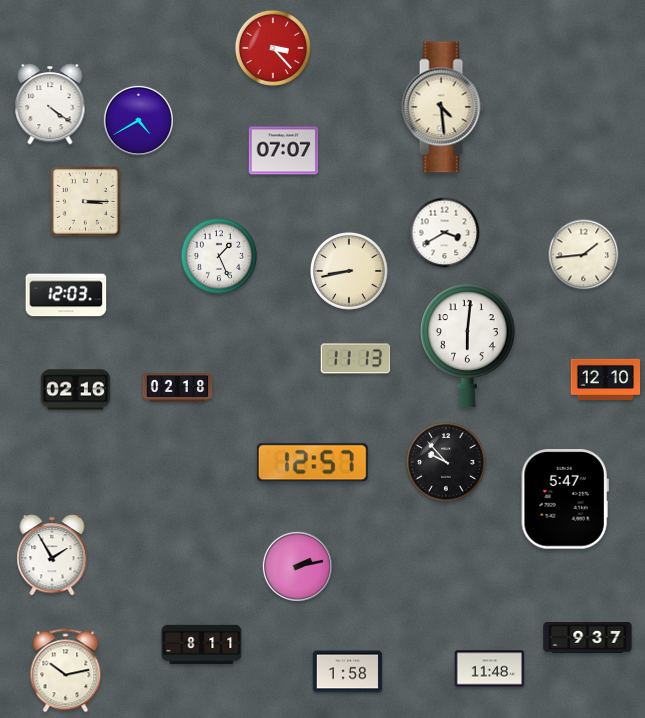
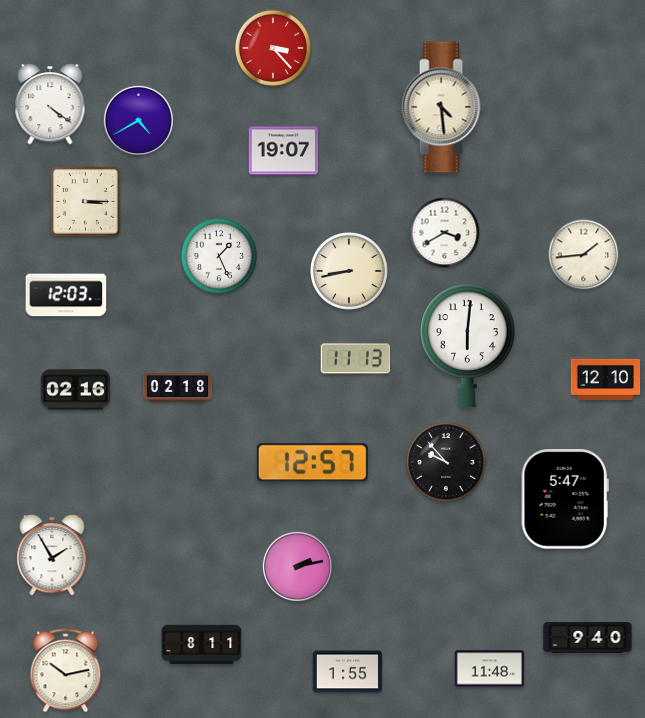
clock at (284, 151): 07:07 -> 19:07
clock at (588, 638): 9:37 -> 9:40
clock at (348, 672): 1:58 -> 1:55
